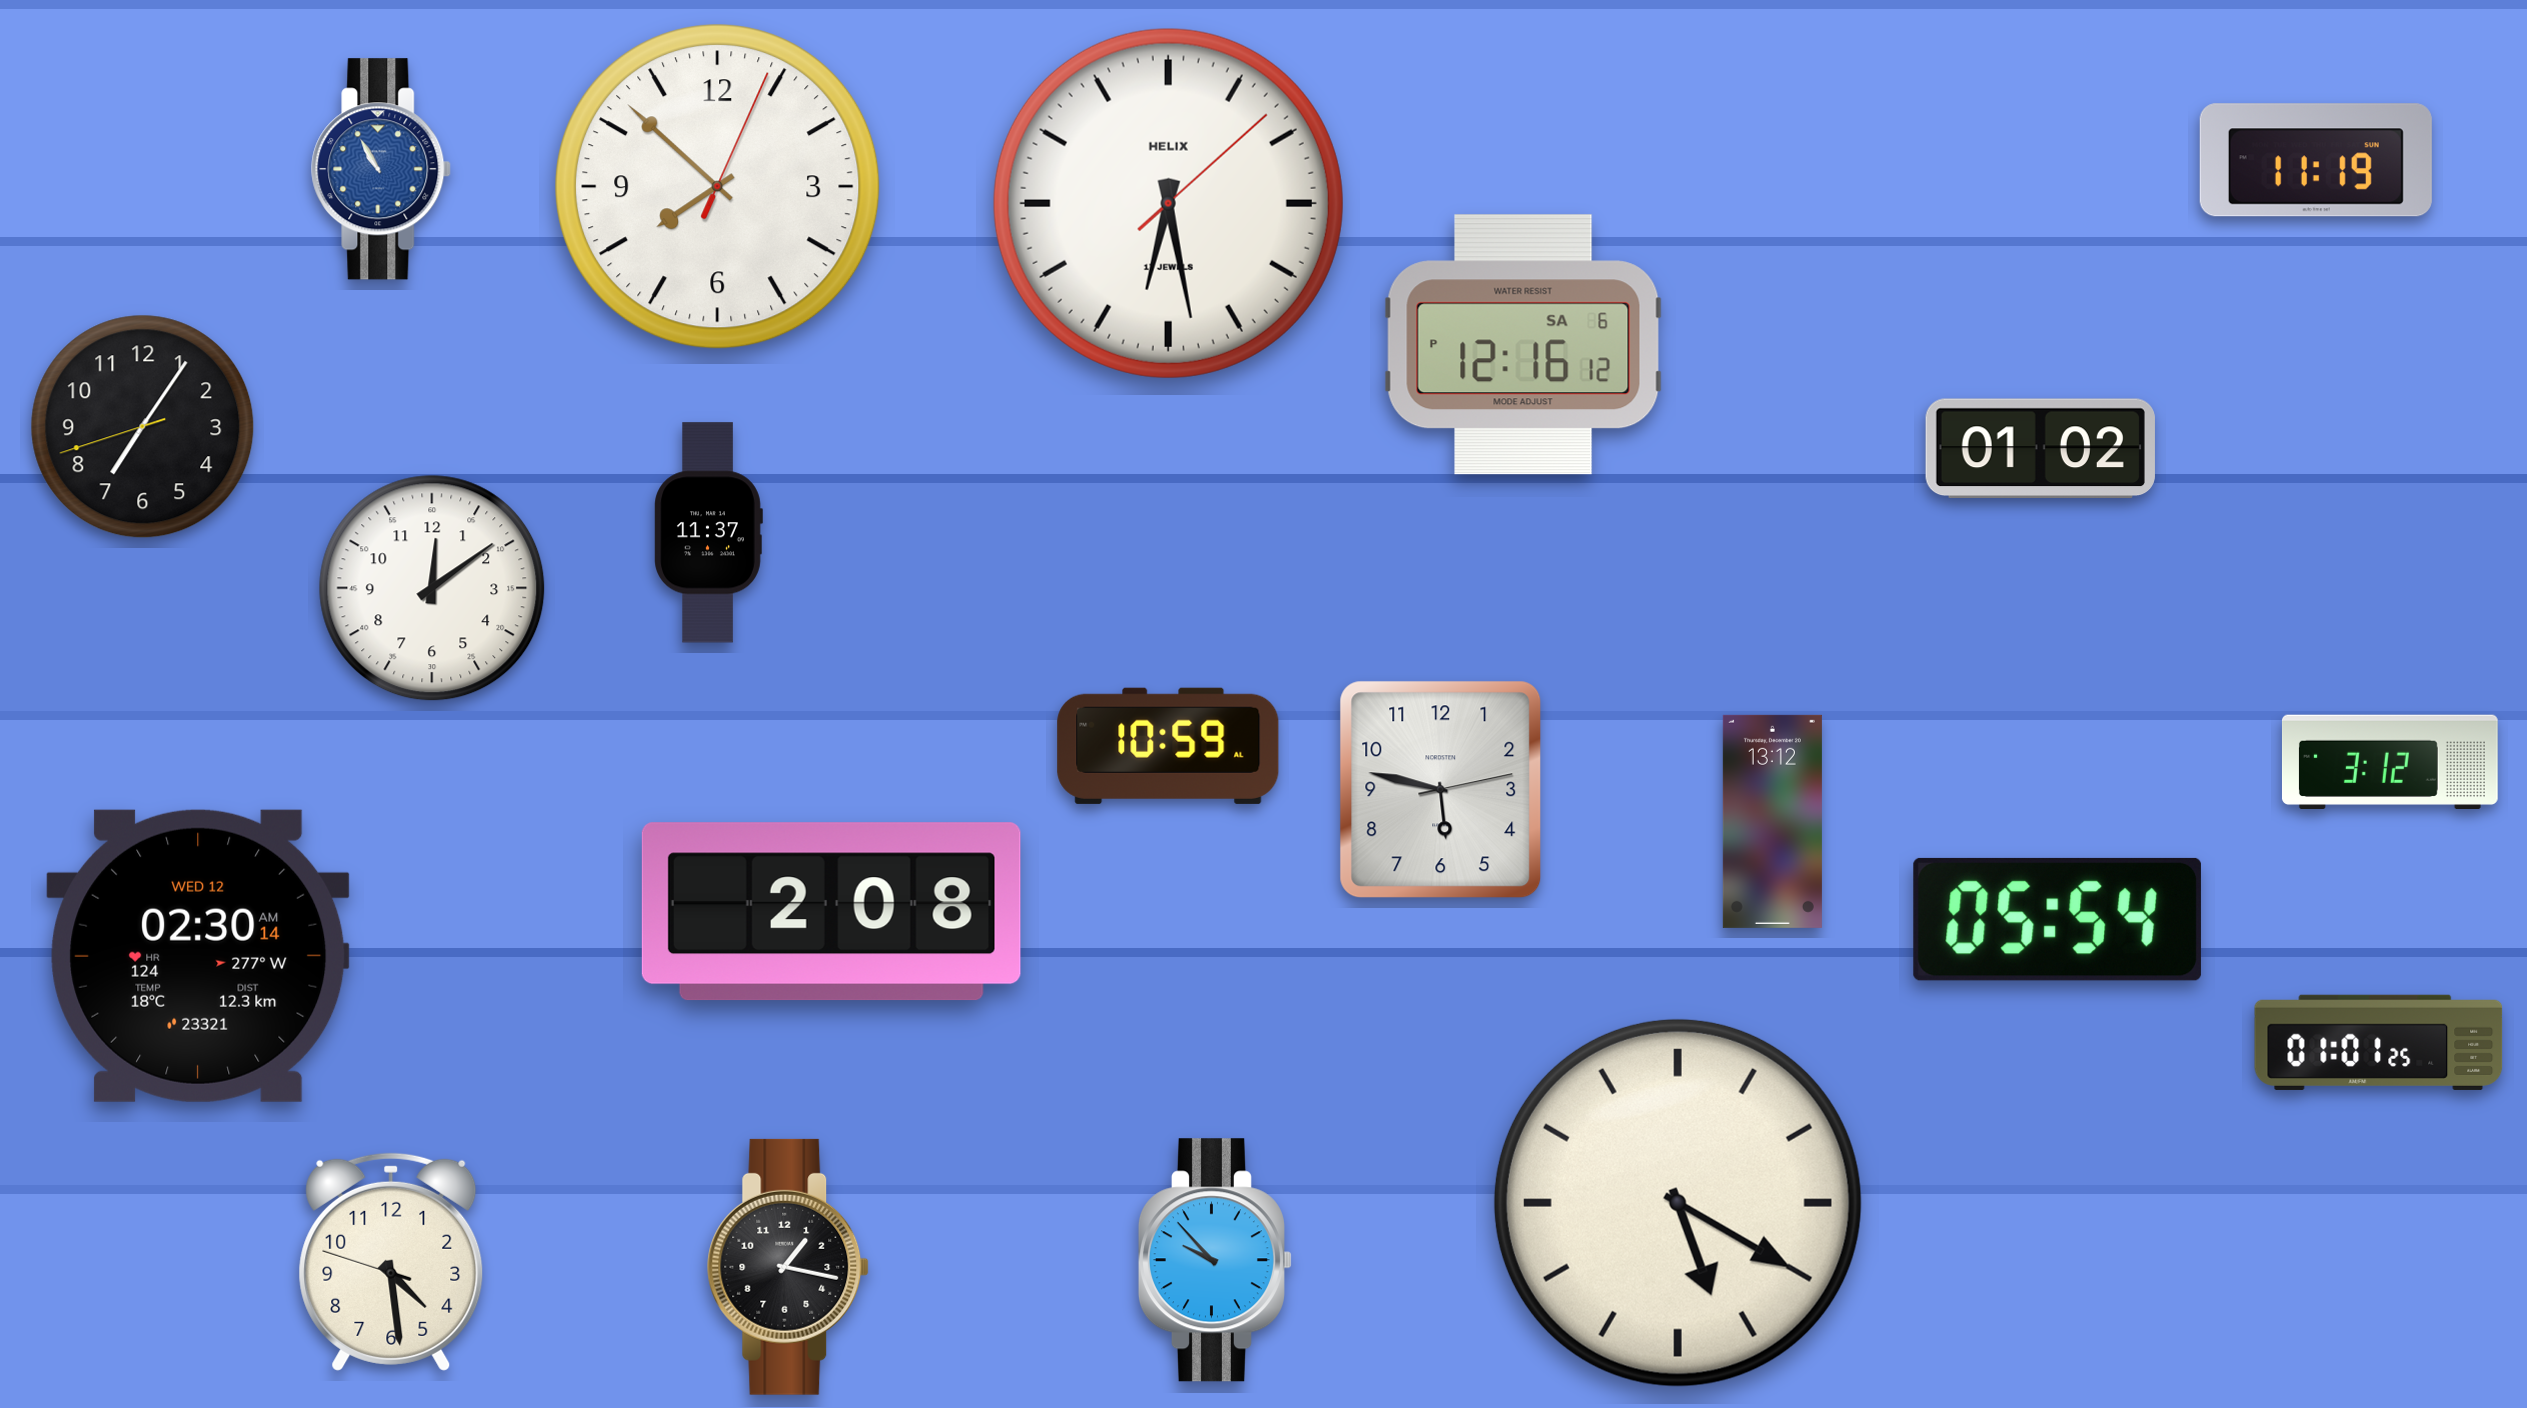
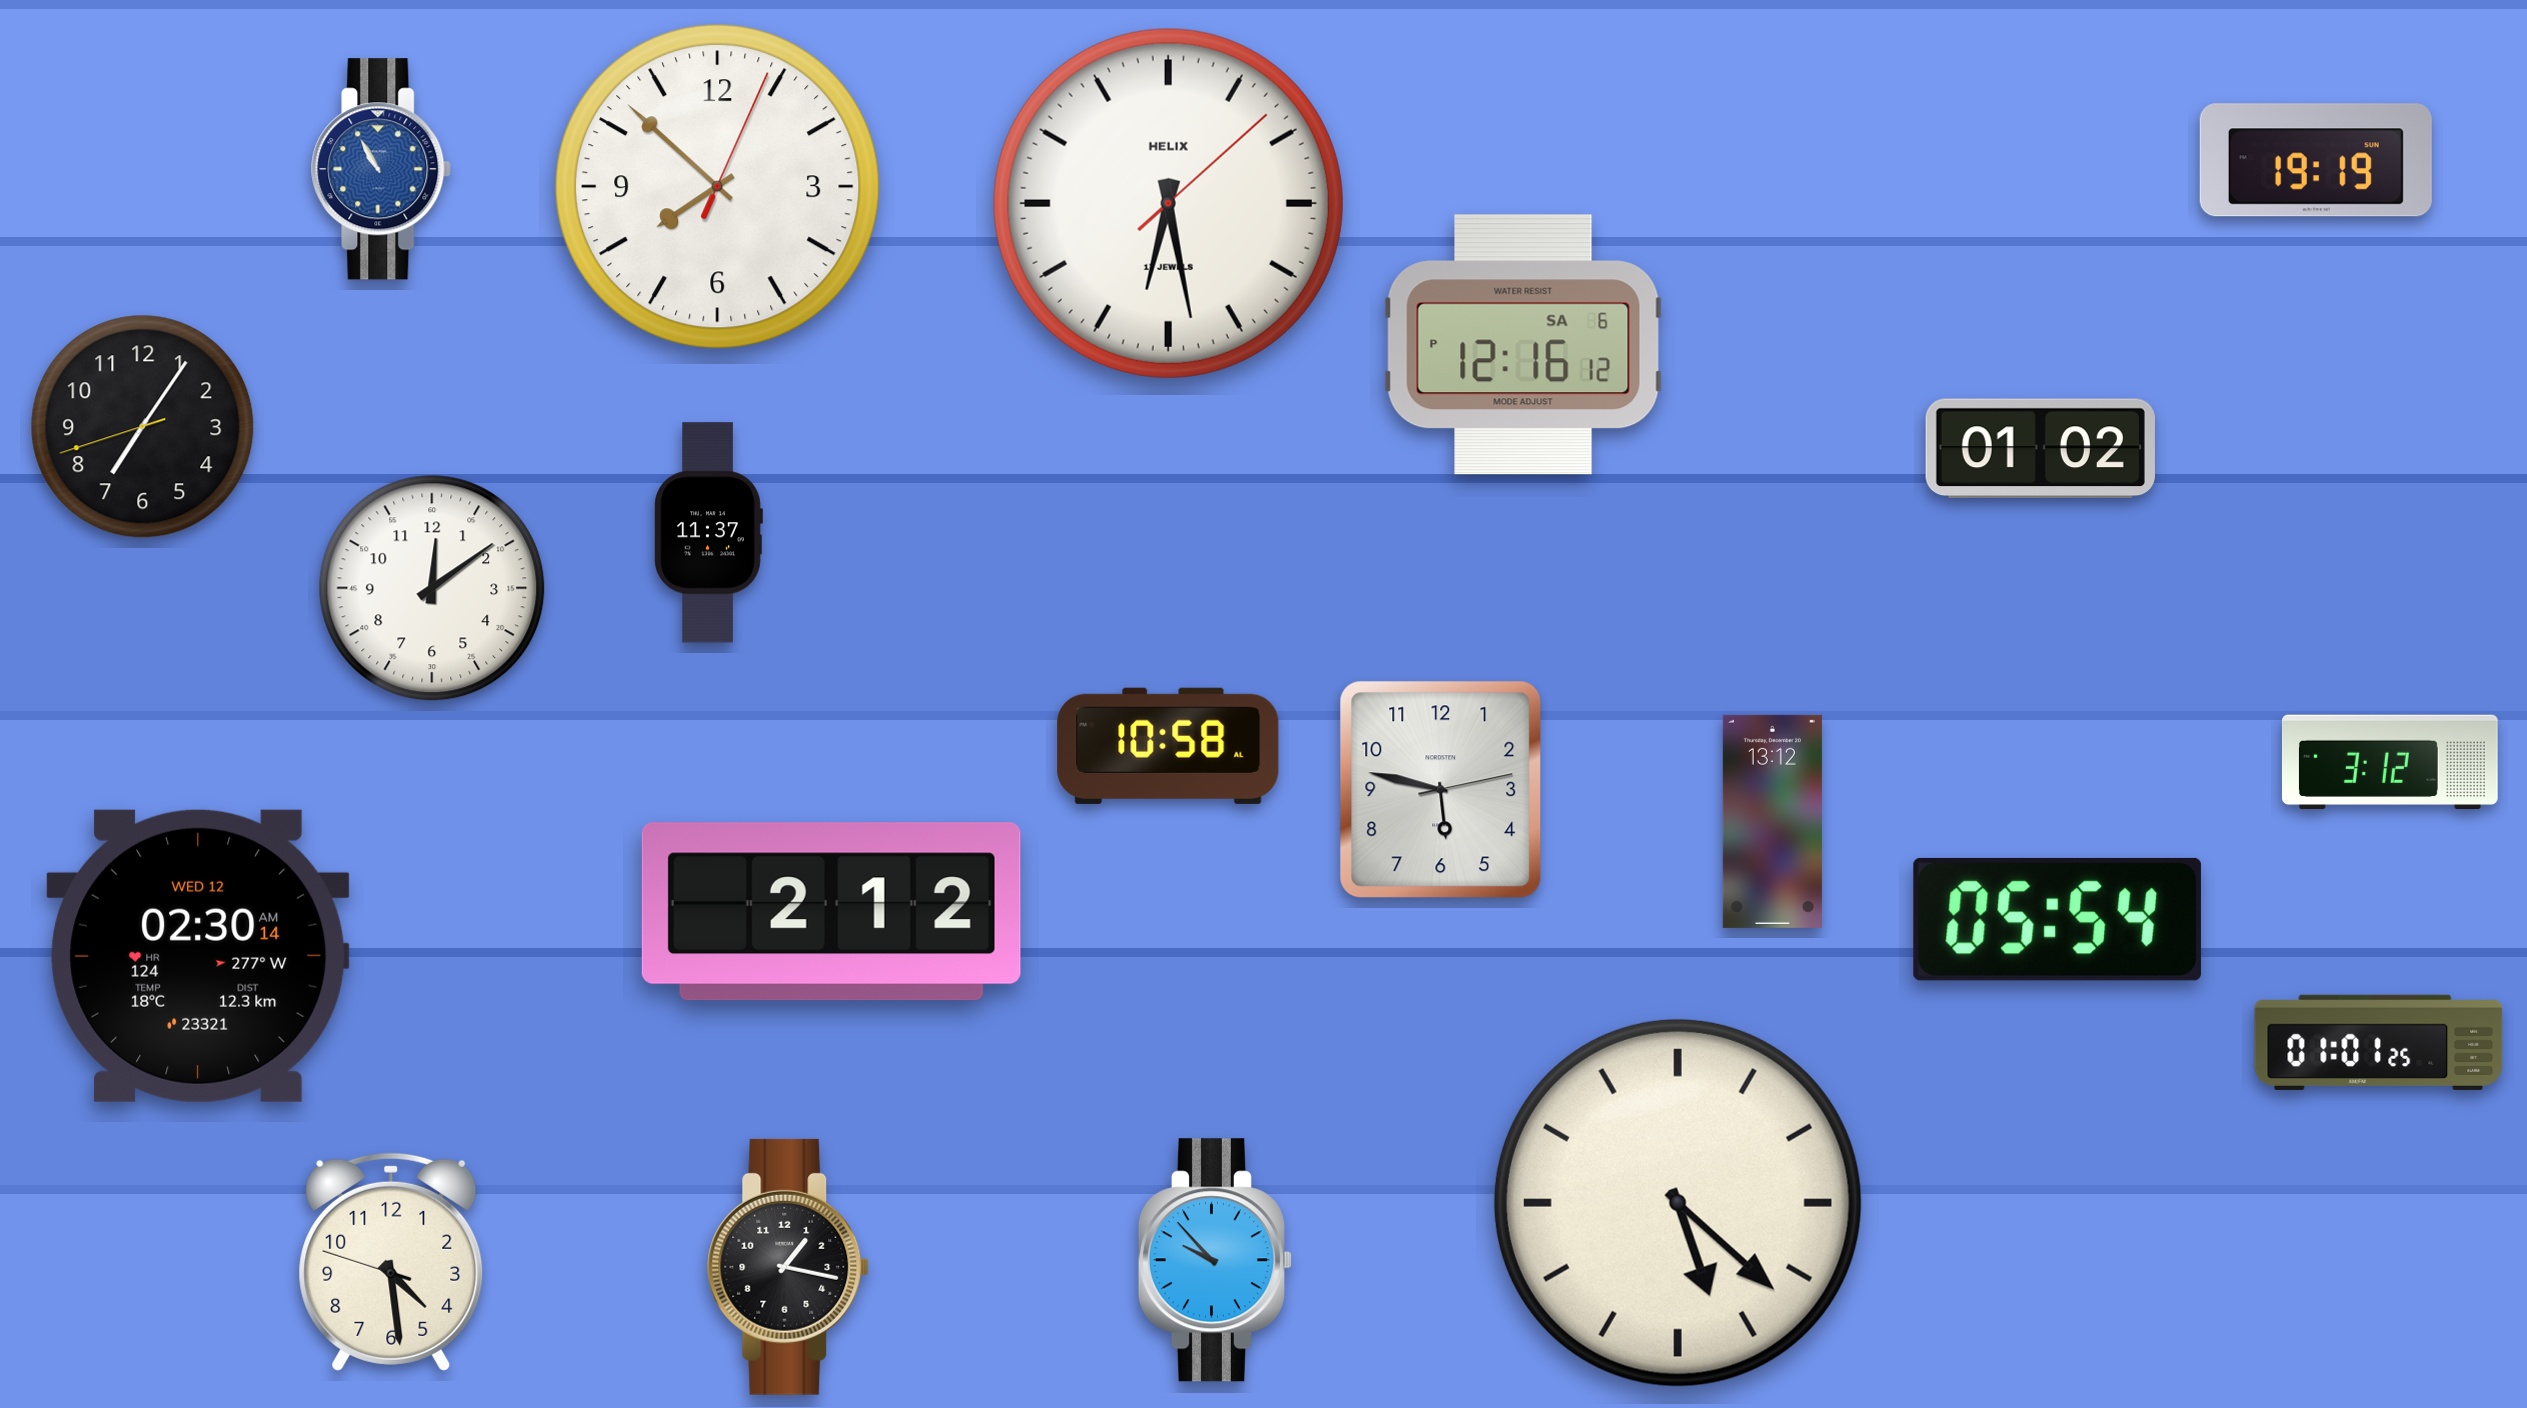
clock at (2316, 160): 11:19 -> 19:19
clock at (1168, 746): 10:59 -> 10:58
clock at (831, 912): 2:08 -> 2:12
clock at (1678, 1203): 5:20 -> 5:22
